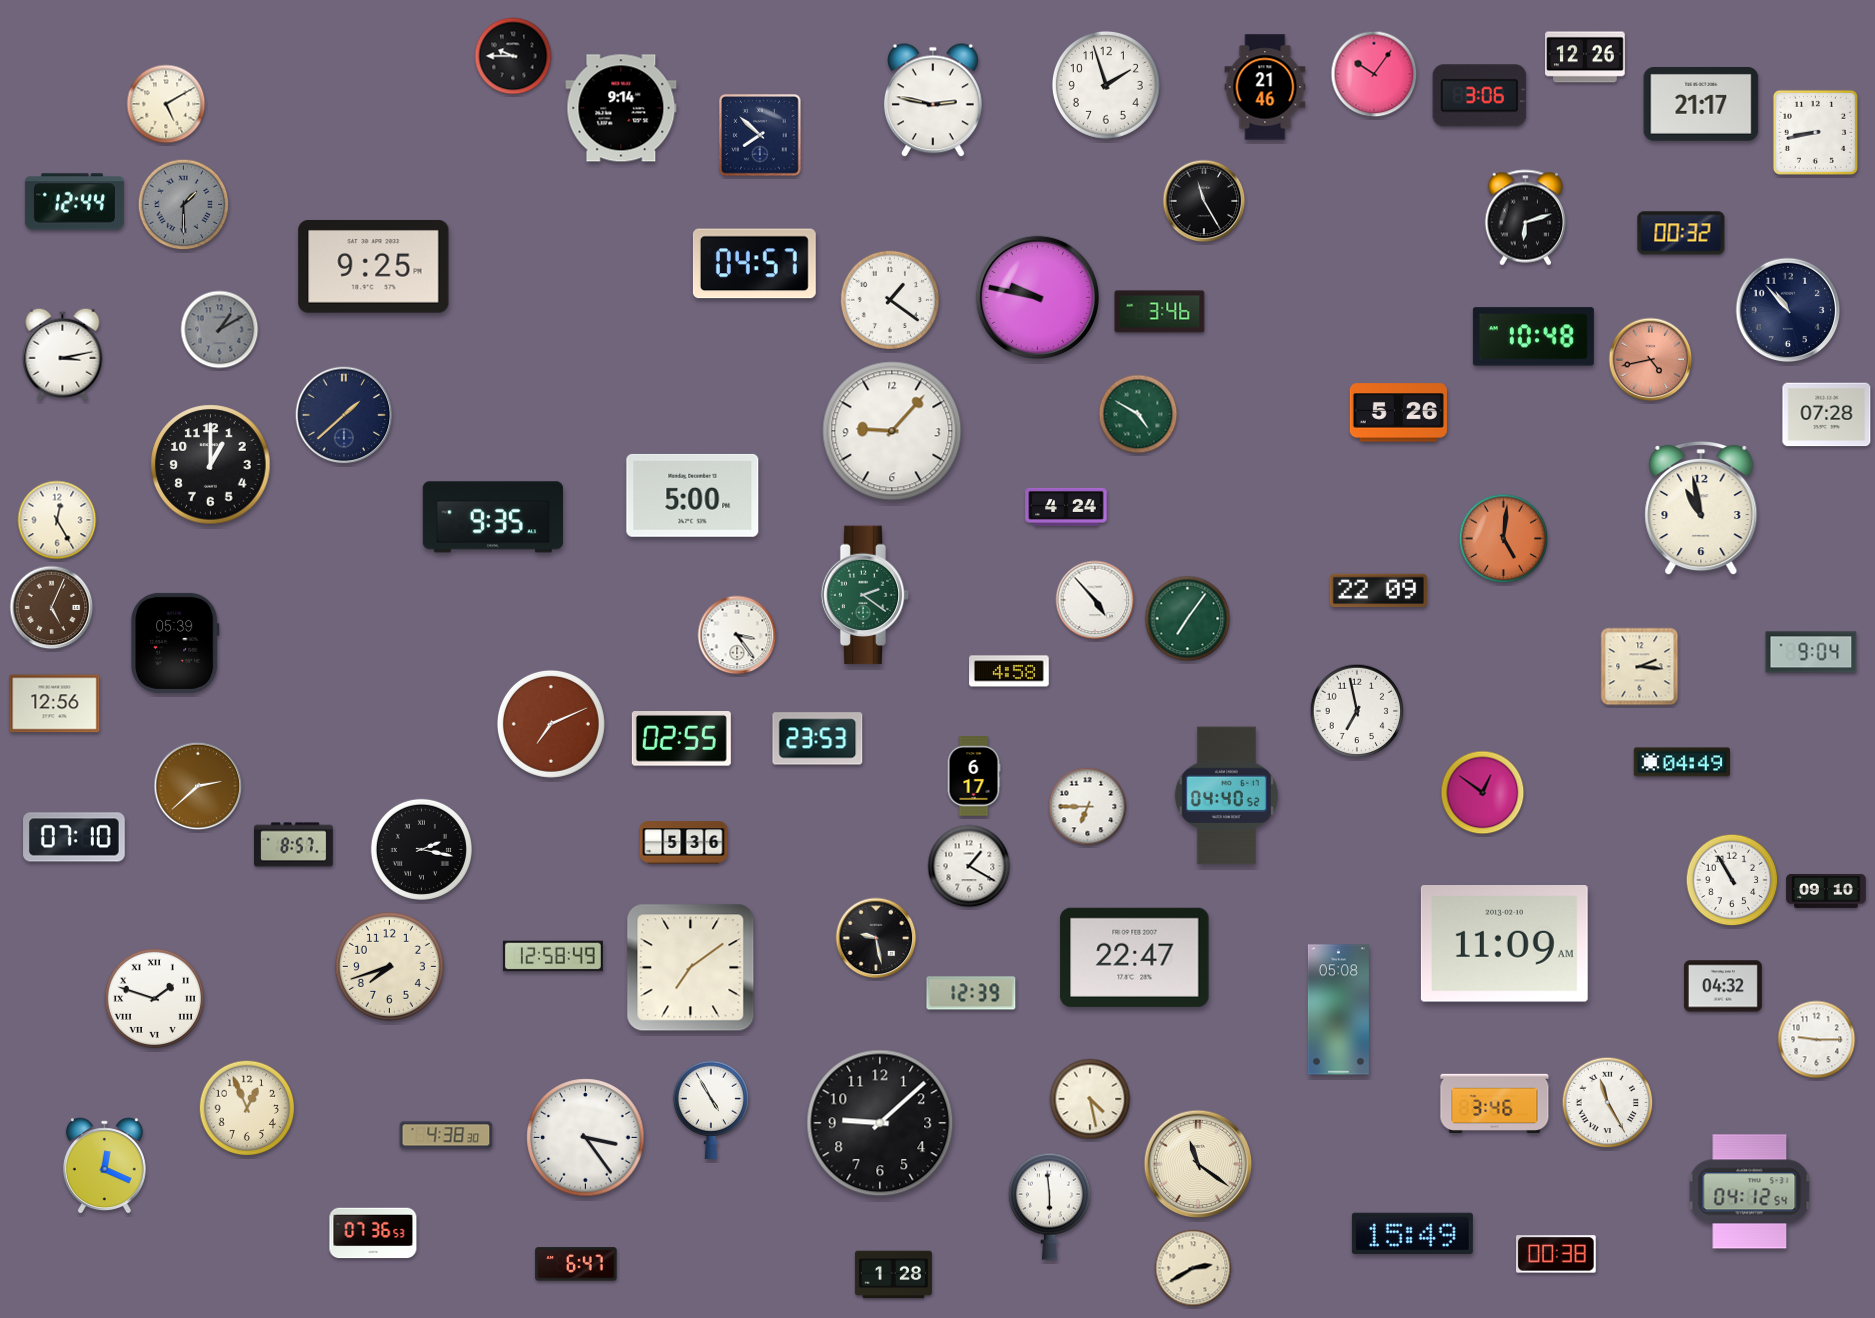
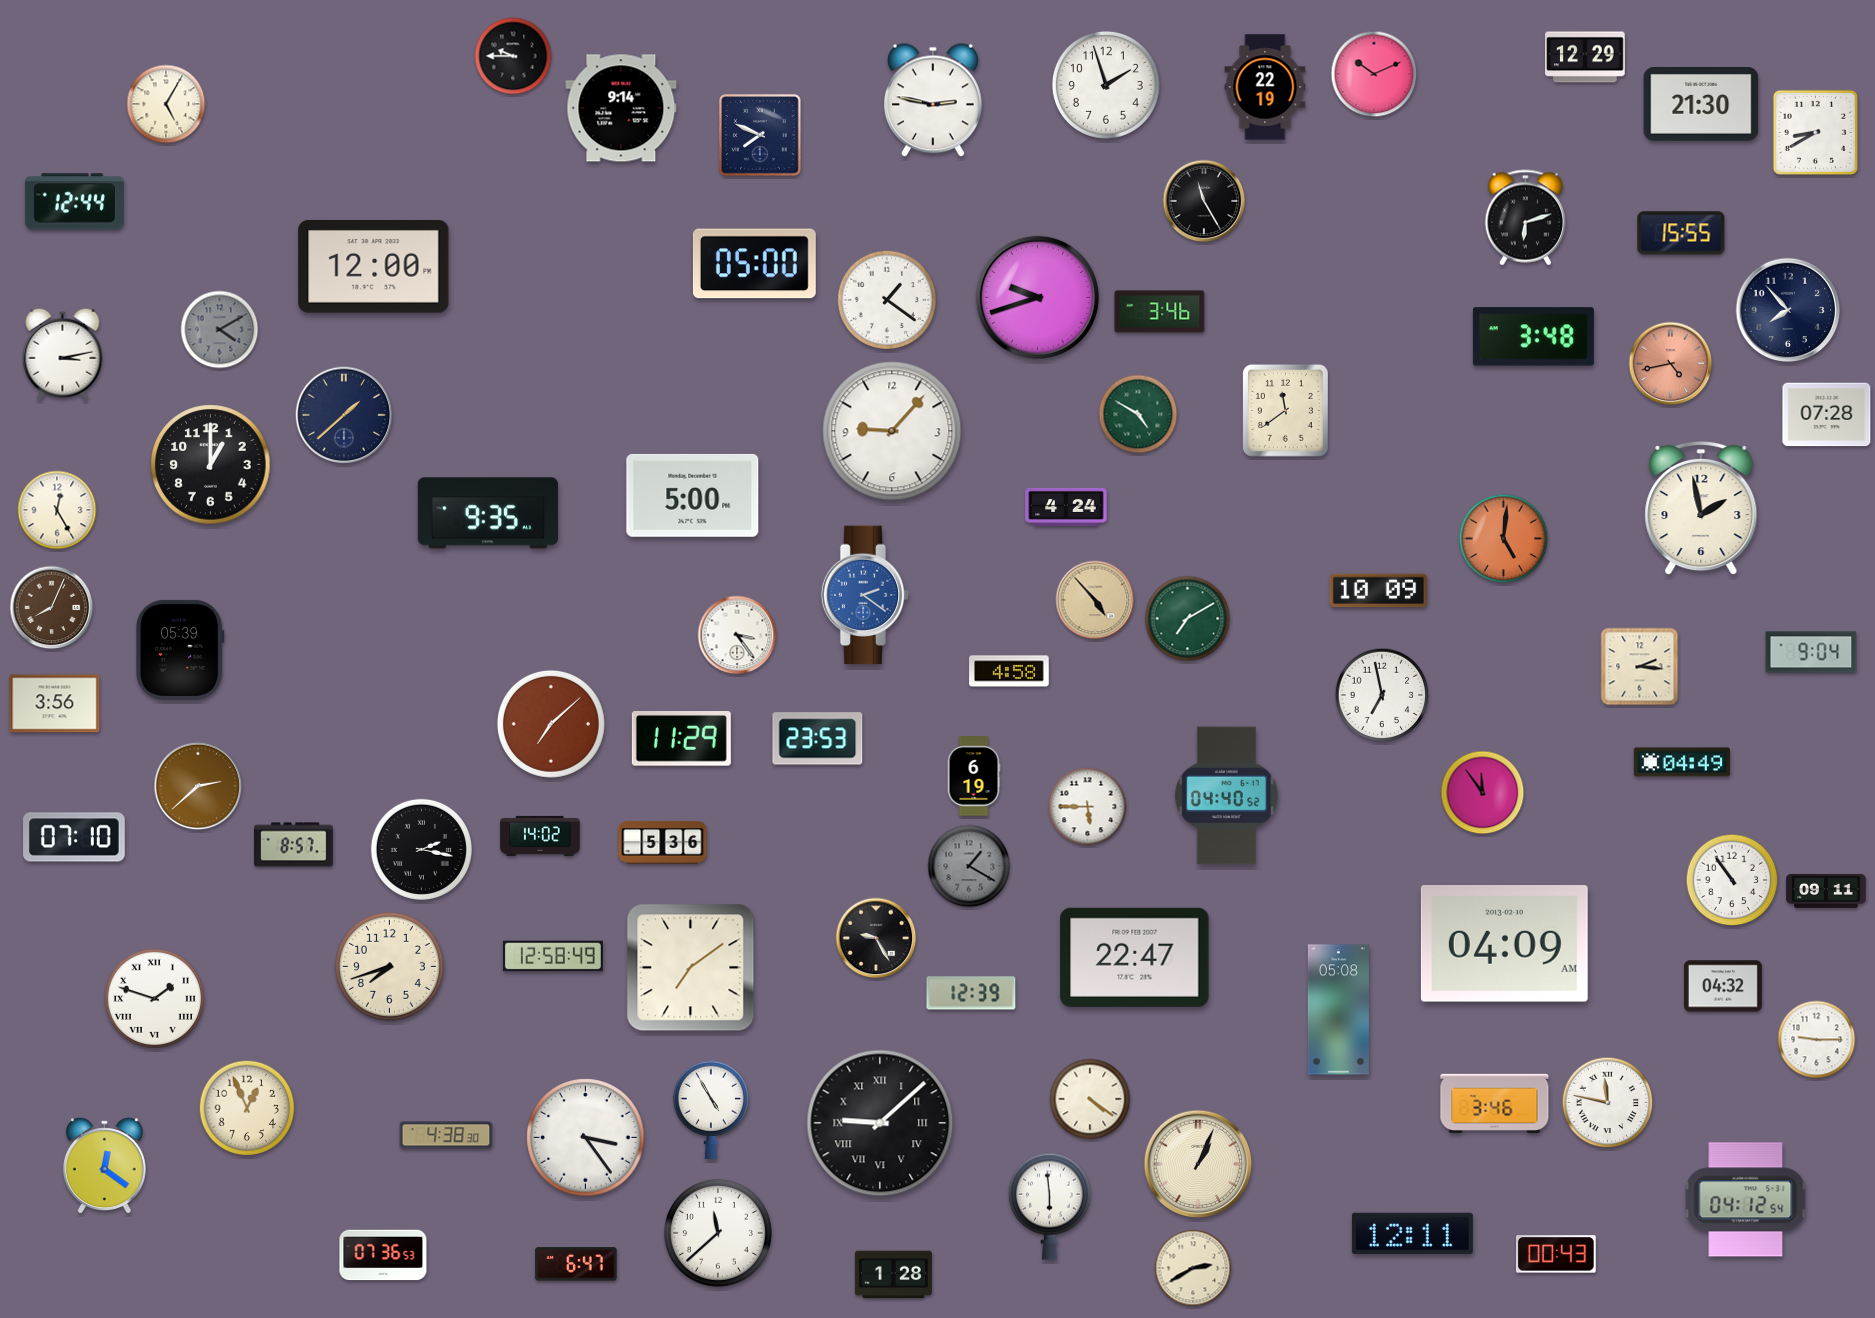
clock at (1585, 57): 12:26 -> 12:29
clock at (1374, 74): 10:06 -> 10:11
clock at (1265, 87): 21:46 -> 22:19
clock at (1480, 96): 3:06 -> none
clock at (166, 104): 5:10 -> 5:05
clock at (1701, 105): 21:17 -> 21:30
clock at (1815, 132): 8:43 -> 8:40
clock at (761, 136): 7:52 -> 7:49
clock at (184, 205): 1:30 -> none
clock at (1681, 233): 00:32 -> 15:55
clock at (754, 264): 04:57 -> 05:00
clock at (374, 267): 9:25 -> 12:00
clock at (1037, 297): 9:47 -> 9:42
clock at (890, 300) position: (890, 300) -> (887, 300)
clock at (1788, 310): 10:53 -> 7:53
clock at (220, 330): 1:10 -> 4:10
clock at (1533, 337): 10:48 -> 3:48
clock at (1651, 360) position: (1651, 360) -> (1671, 364)
clock at (1285, 410): none -> 11:39
clock at (1398, 413): 5:26 -> none
clock at (1701, 508): 10:58 -> 1:58
clock at (493, 517) position: (493, 517) -> (488, 513)
clock at (57, 520) position: (57, 520) -> (57, 510)
clock at (1378, 591): 22:09 -> 10:09
clock at (865, 595) dial: green -> blue
clock at (1095, 600) dial: white -> champagne
clock at (52, 608): 5:04 -> 8:04
clock at (1188, 619): 7:06 -> 7:10
clock at (175, 643) position: (175, 643) -> (180, 650)
clock at (55, 704): 12:56 -> 3:56
clock at (1357, 711) position: (1357, 711) -> (1382, 695)
clock at (551, 724): 7:11 -> 7:08
clock at (681, 739): 02:55 -> 11:29
clock at (974, 776): 6:17 -> 6:19
clock at (1483, 793): 12:51 -> 11:54
clock at (1088, 807): 6:45 -> 5:45
clock at (540, 836): none -> 14:02
clock at (684, 843) position: (684, 843) -> (663, 843)
clock at (969, 866) dial: white -> grey
clock at (1732, 880): 10:55 -> 10:54
clock at (1826, 891): 09:10 -> 09:11
clock at (876, 938): 9:28 -> 9:25
clock at (1504, 944): 11:09 -> 04:09
clock at (1090, 1099): 4:28 -> 4:21
clock at (1608, 1103): 11:25 -> 11:47
clock at (880, 1123) numerals: Arabic -> Roman
clock at (1198, 1164): 11:21 -> 1:04
clock at (104, 1166): 12:19 -> 12:21
clock at (1750, 1192) position: (1750, 1192) -> (1746, 1200)
clock at (373, 1233) position: (373, 1233) -> (383, 1255)
clock at (718, 1233): none -> 11:38
clock at (1412, 1233): 15:49 -> 12:11
clock at (1557, 1254): 00:38 -> 00:43
